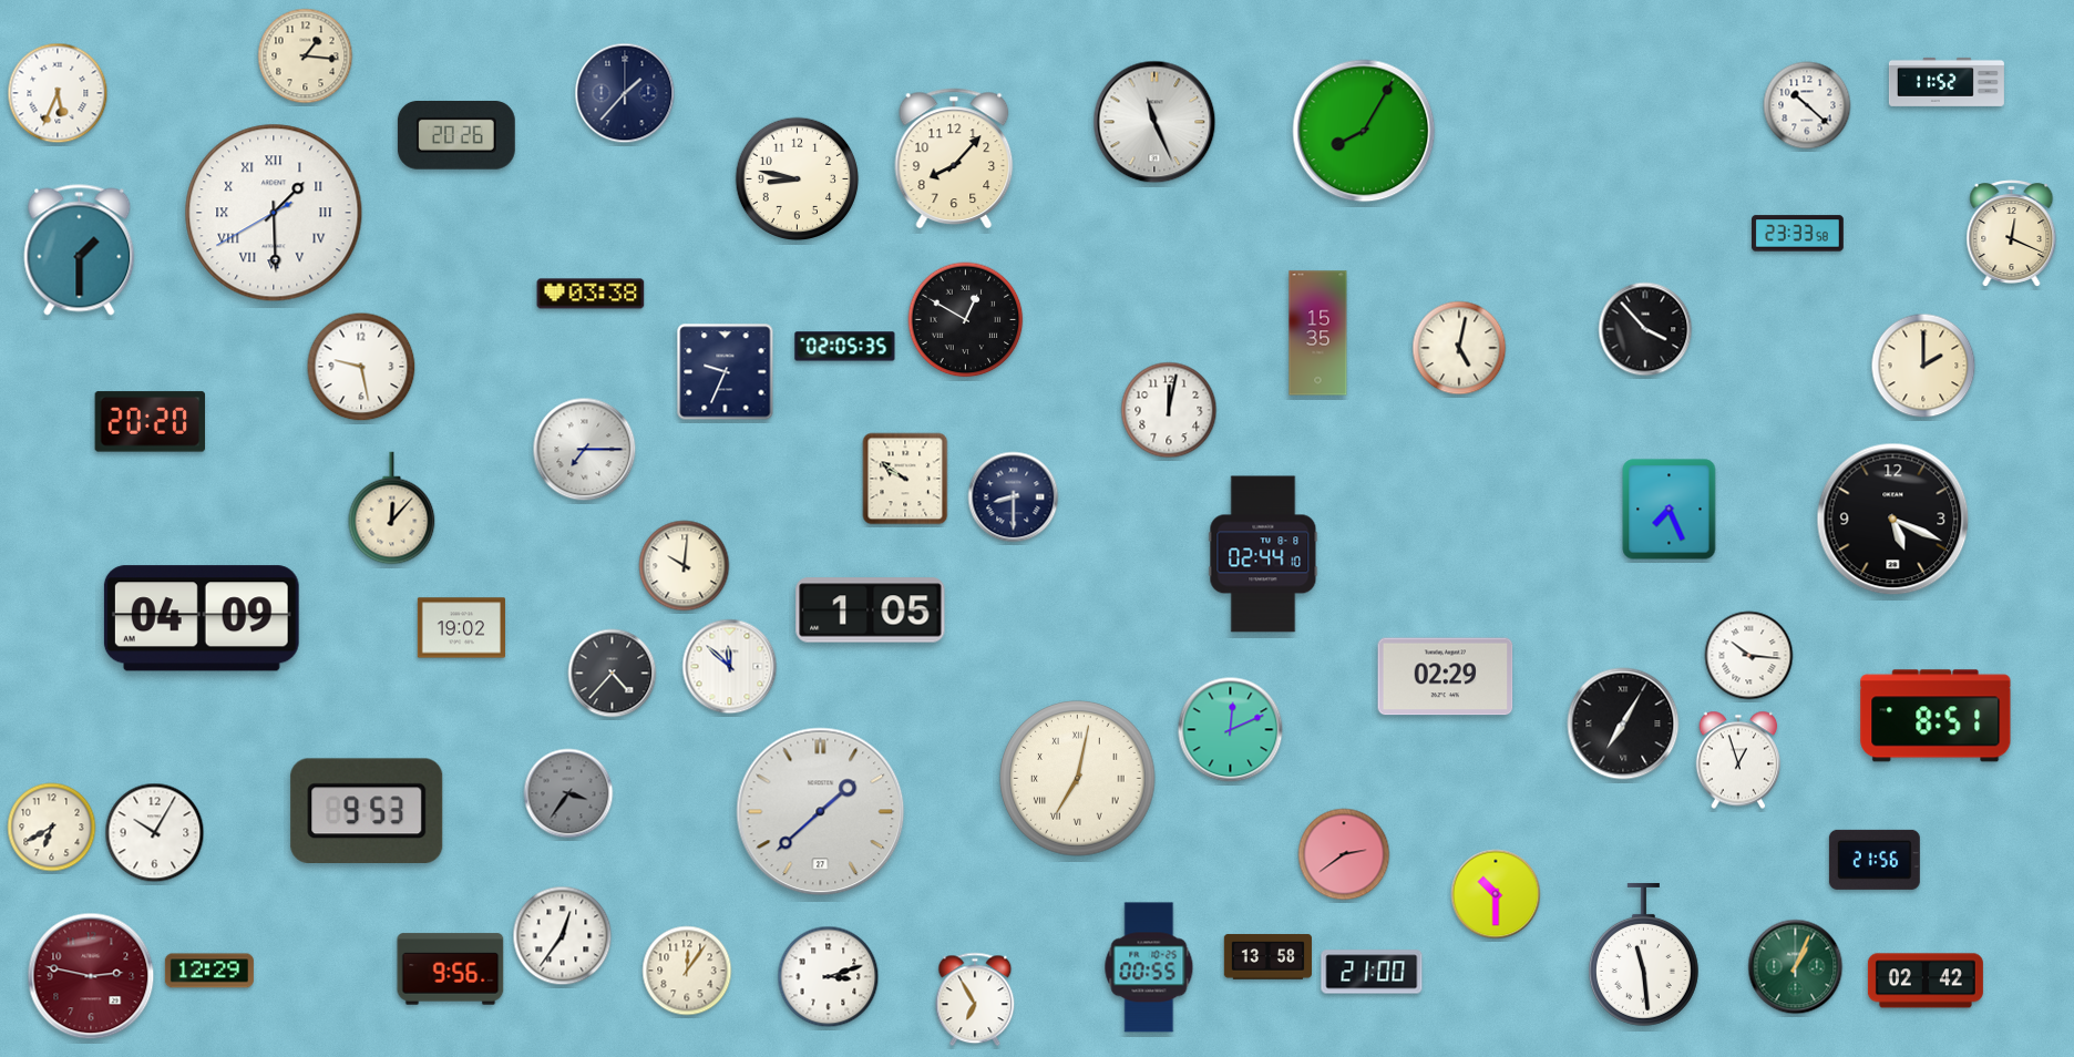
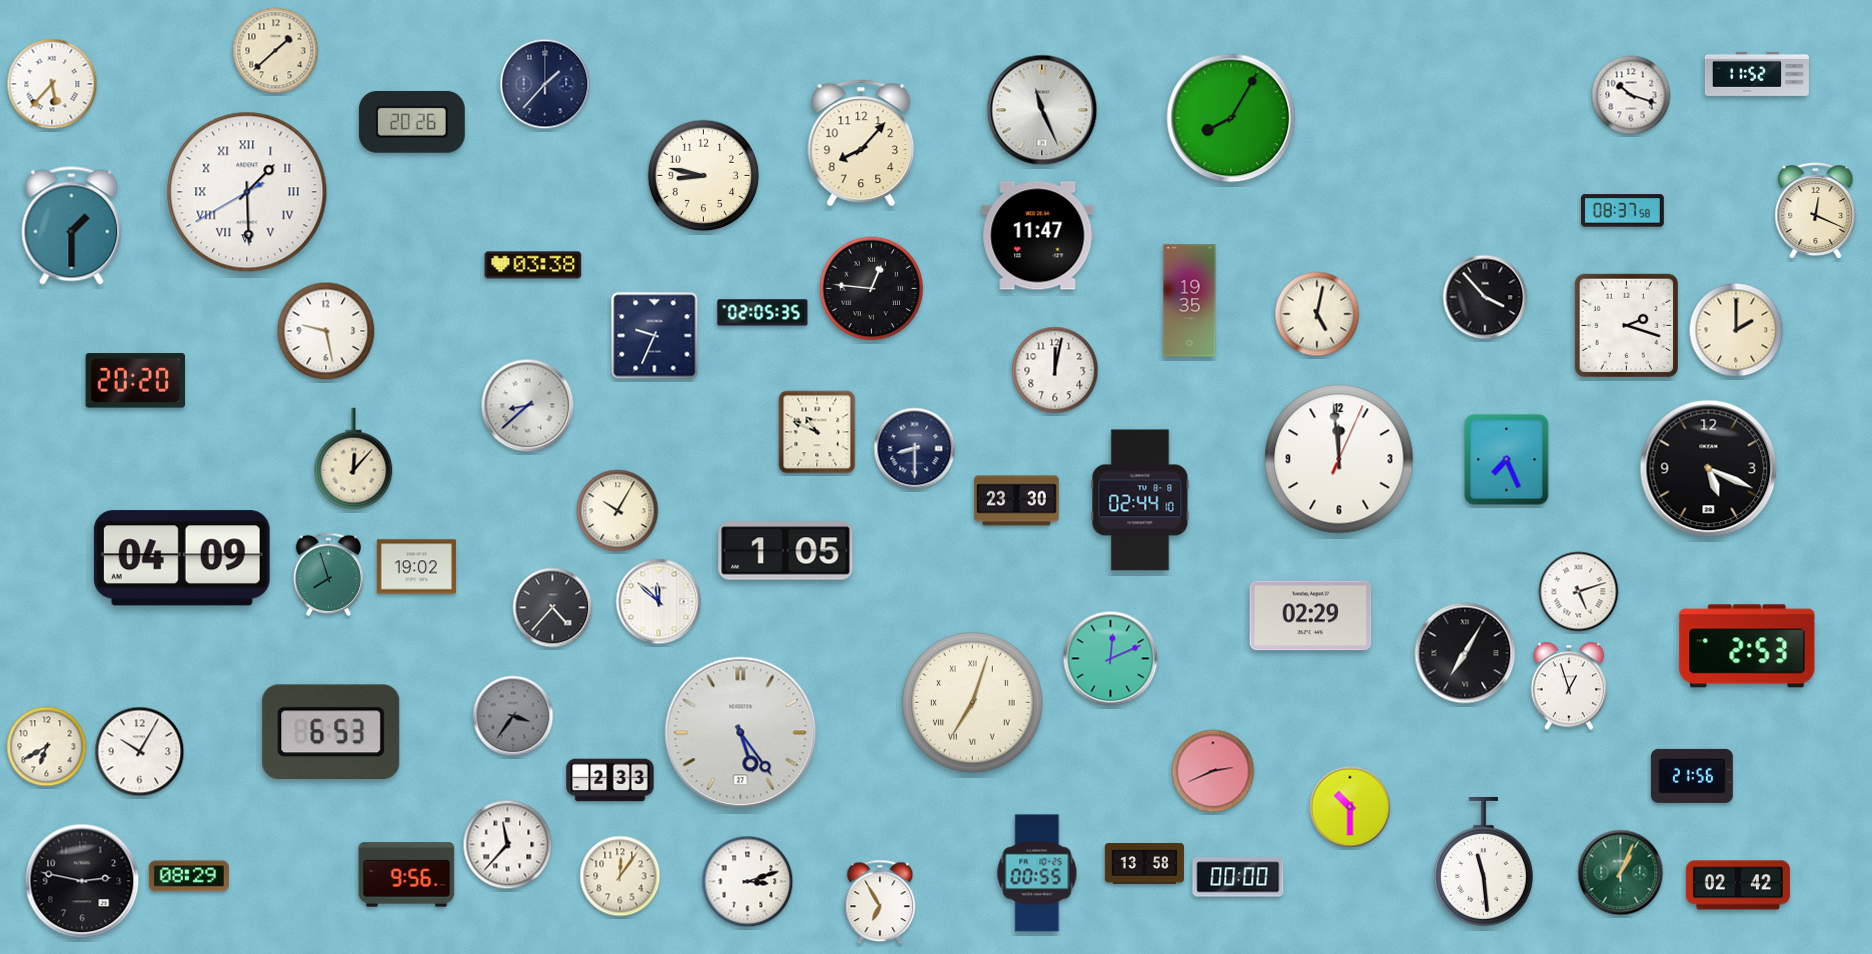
clock at (306, 57): 1:16 -> 1:38
clock at (58, 93): 5:34 -> 5:37
clock at (625, 93) position: (625, 93) -> (545, 84)
clock at (1807, 105): 10:22 -> 10:18
clock at (798, 179) position: (798, 179) -> (704, 176)
clock at (1798, 234): 23:33 -> 08:37
clock at (1038, 236): none -> 11:47
clock at (966, 320): 12:50 -> 12:46
clock at (1318, 333): 15:35 -> 19:35
clock at (1627, 326): none -> 2:18
clock at (585, 450): 7:15 -> 8:38
clock at (905, 479): 9:51 -> 10:49
clock at (1339, 459): none -> 11:59
clock at (1017, 501): none -> 23:30
clock at (685, 566): 10:01 -> 10:05
clock at (329, 575): none -> 7:57
clock at (1749, 656): 10:16 -> 5:12
clock at (1446, 677) position: (1446, 677) -> (1311, 616)
clock at (1936, 716): 8:51 -> 2:53
clock at (1078, 779): 7:02 -> 7:03
clock at (367, 810): 9:53 -> 6:53
clock at (821, 812): 1:38 -> 5:24
clock at (1344, 854): 2:39 -> 2:41
clock at (610, 780): none -> 2:33
clock at (563, 936): 12:36 -> 11:37
clock at (209, 971): 12:29 -> 08:29
clock at (1372, 972): 21:00 -> 00:00
clock at (91, 976) dial: burgundy -> black
